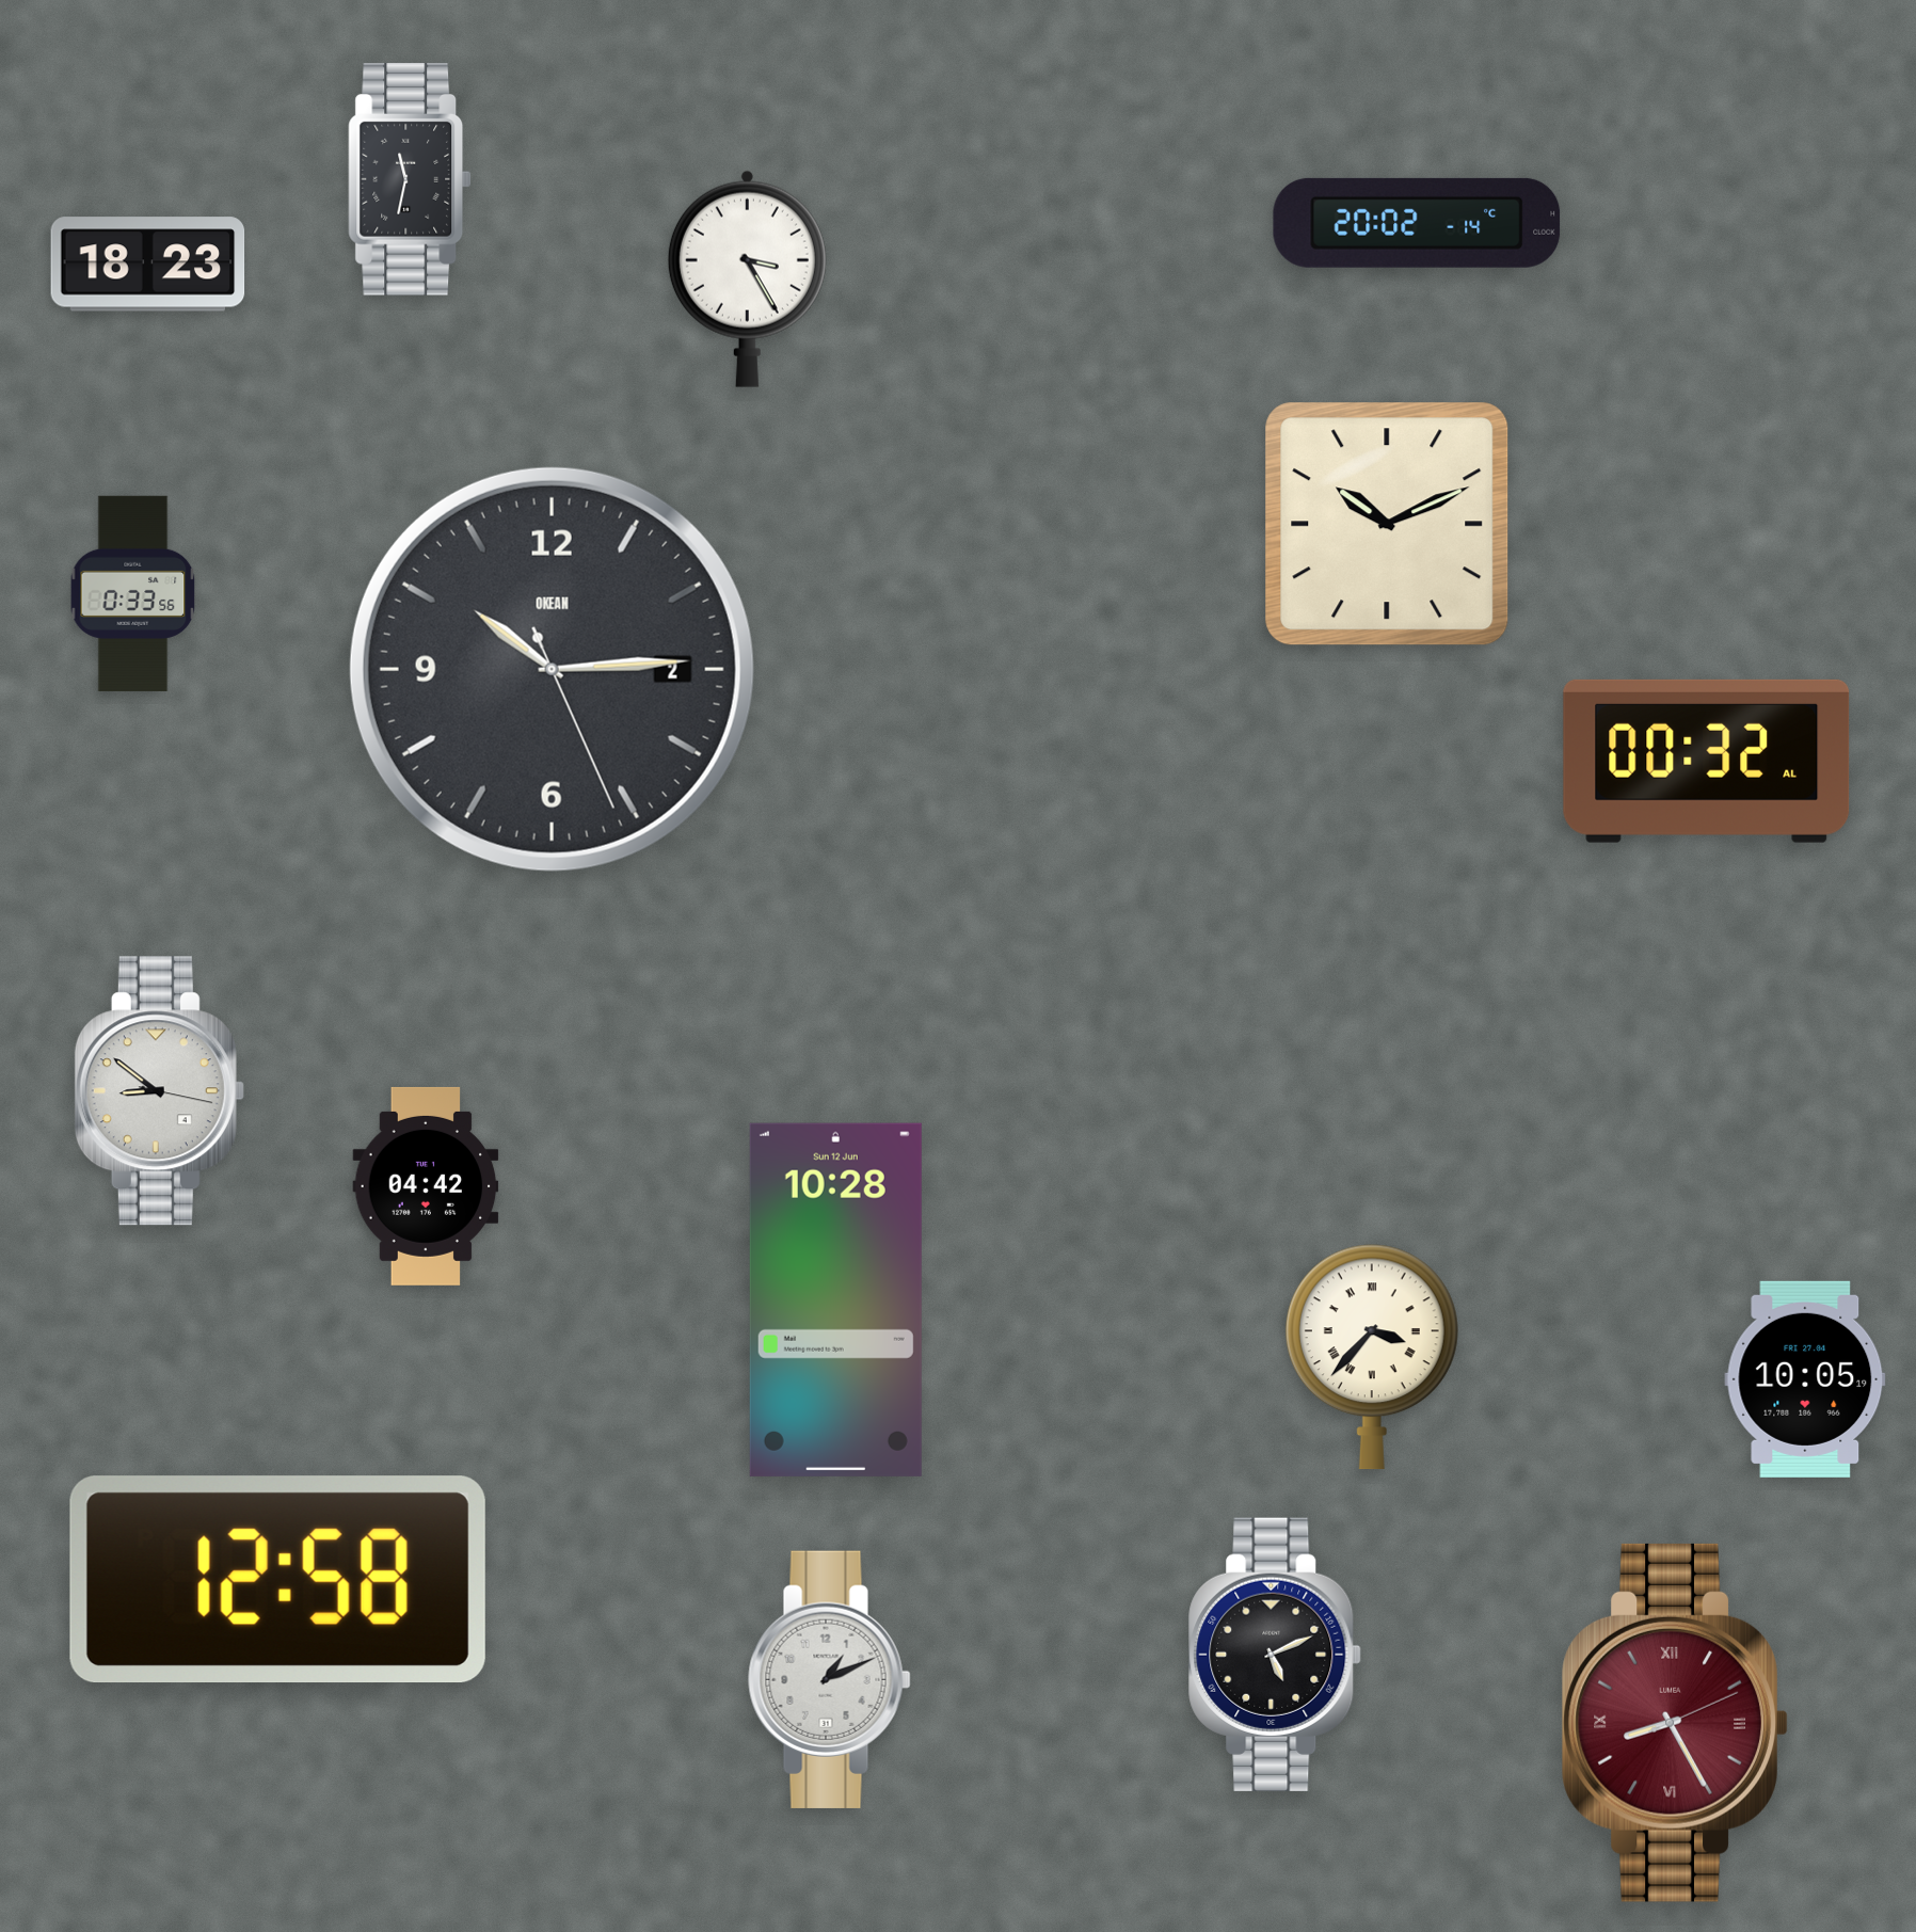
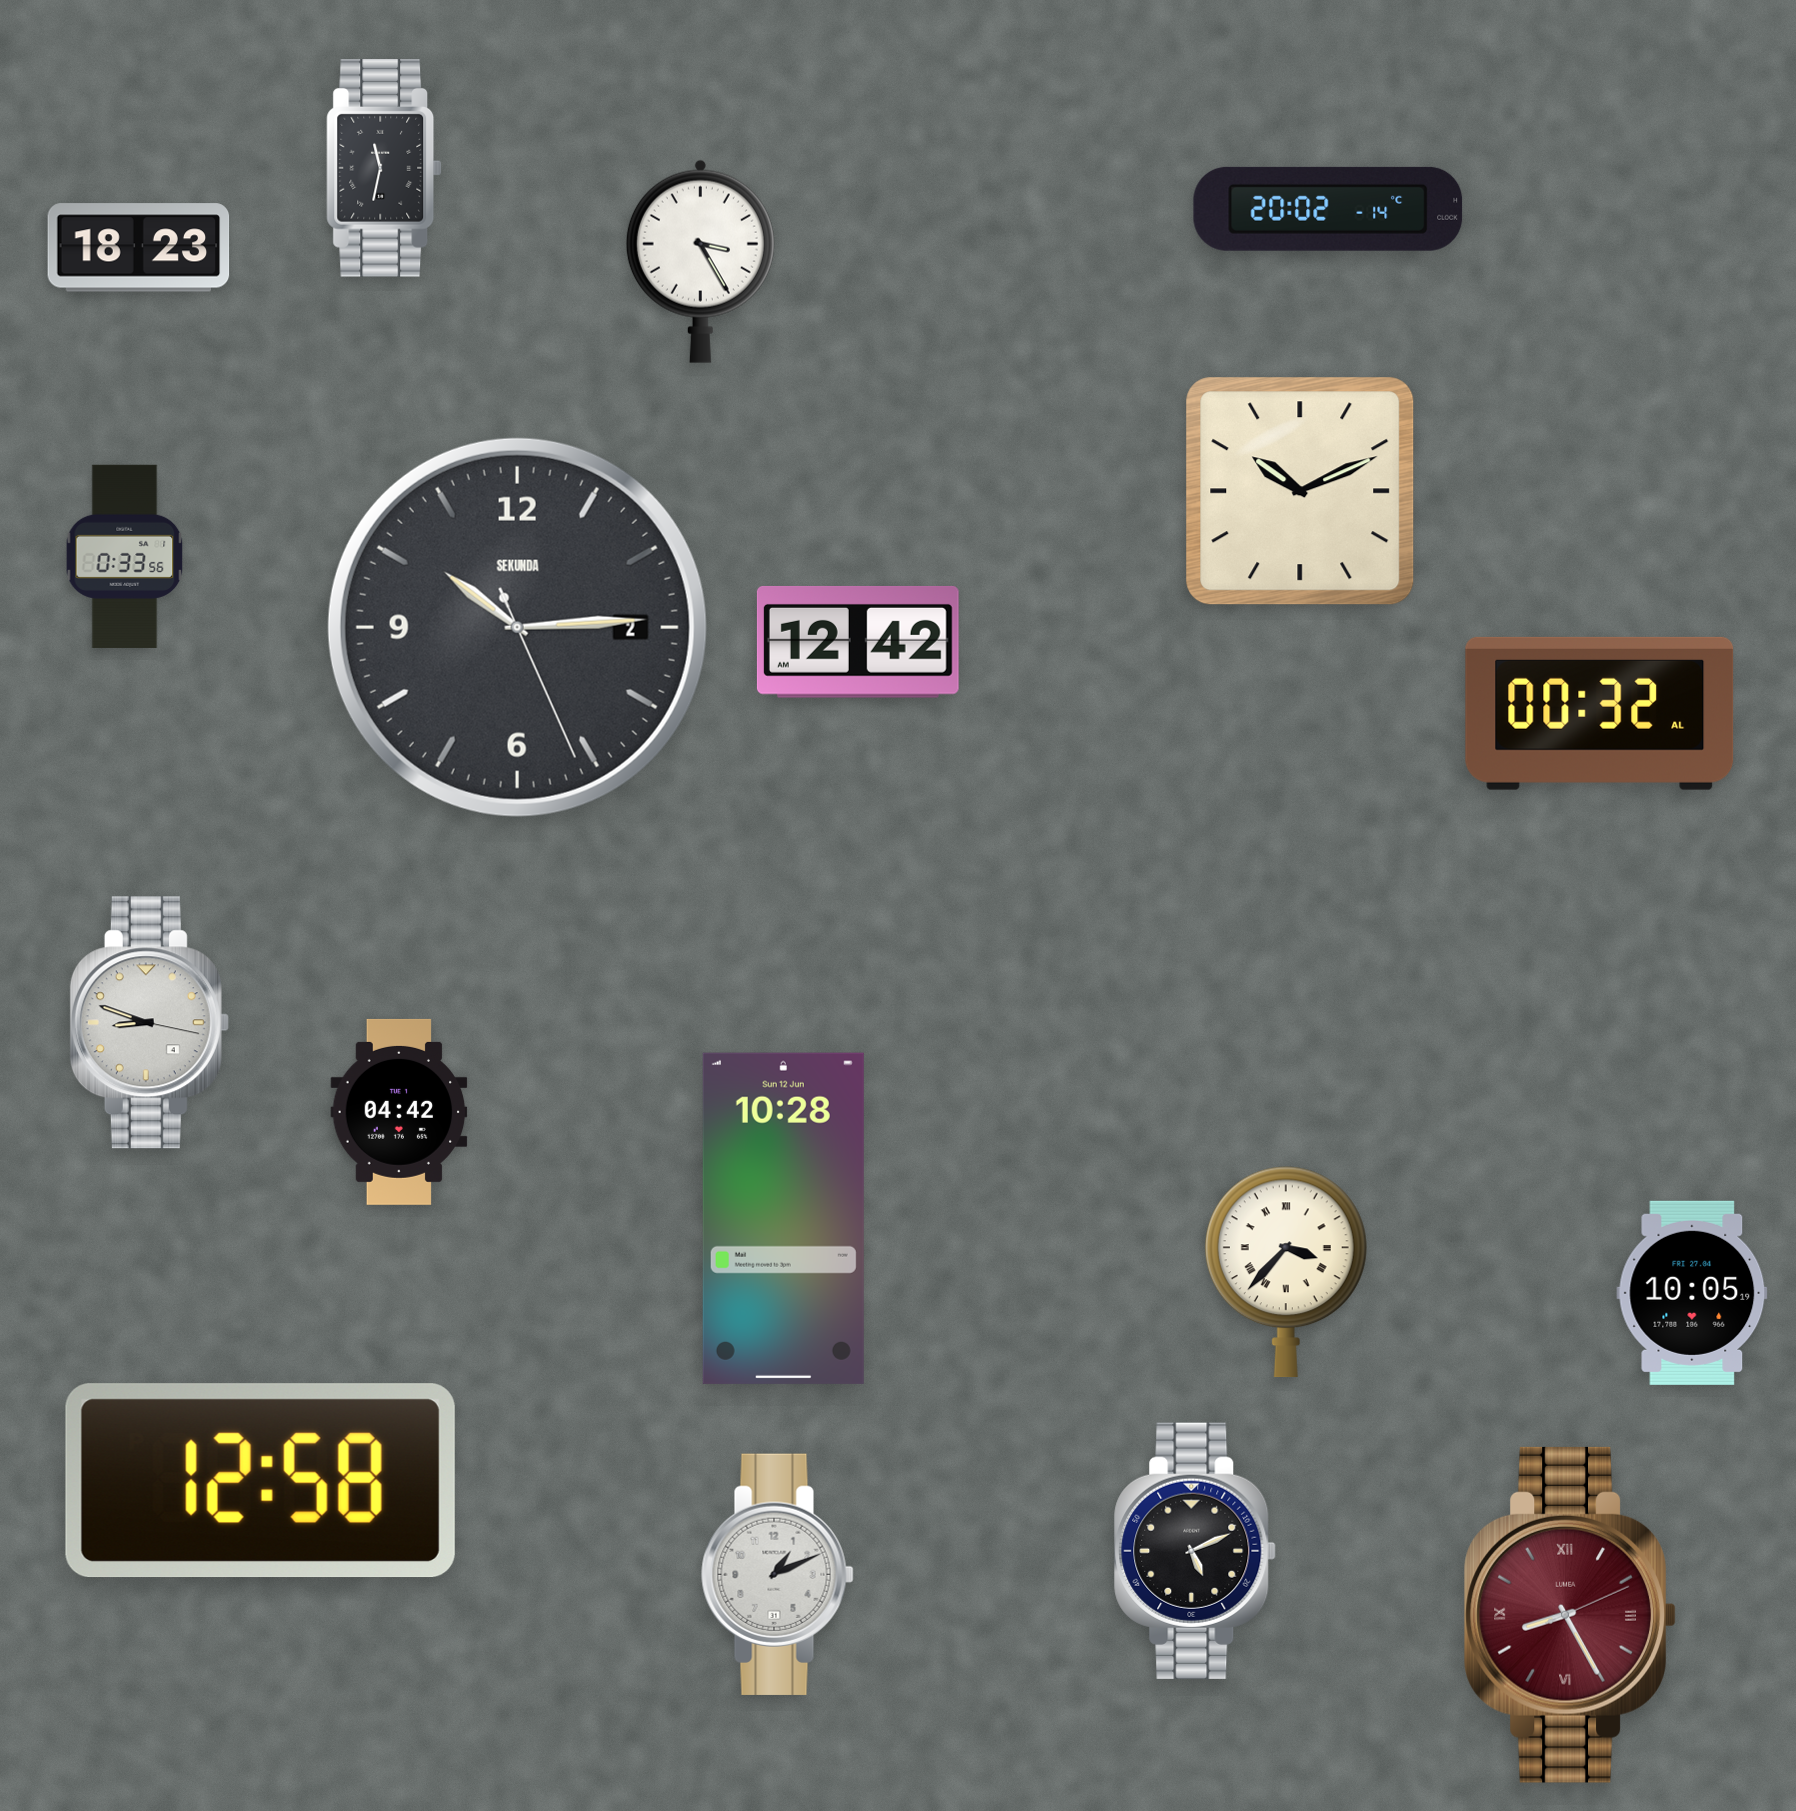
clock at (552, 669) brand: OKEAN -> SEKUNDA
clock at (858, 642): none -> 12:42
clock at (159, 1091): 8:51 -> 8:48
